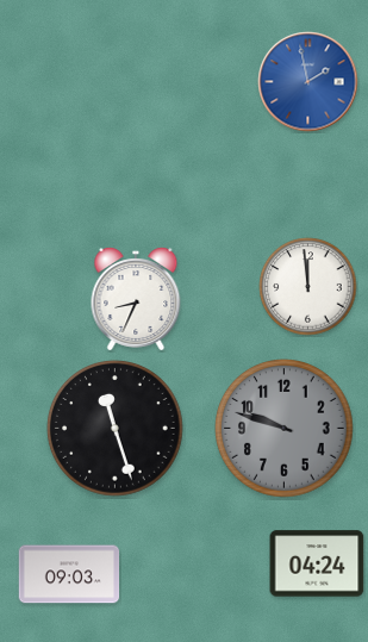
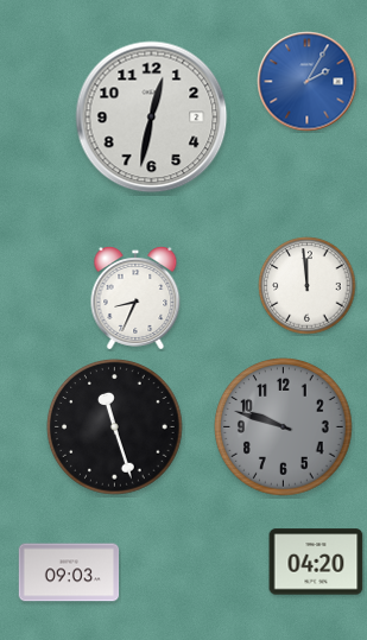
clock at (308, 82): 1:58 -> 2:05
clock at (152, 118): none -> 12:32
clock at (317, 563): 04:24 -> 04:20
